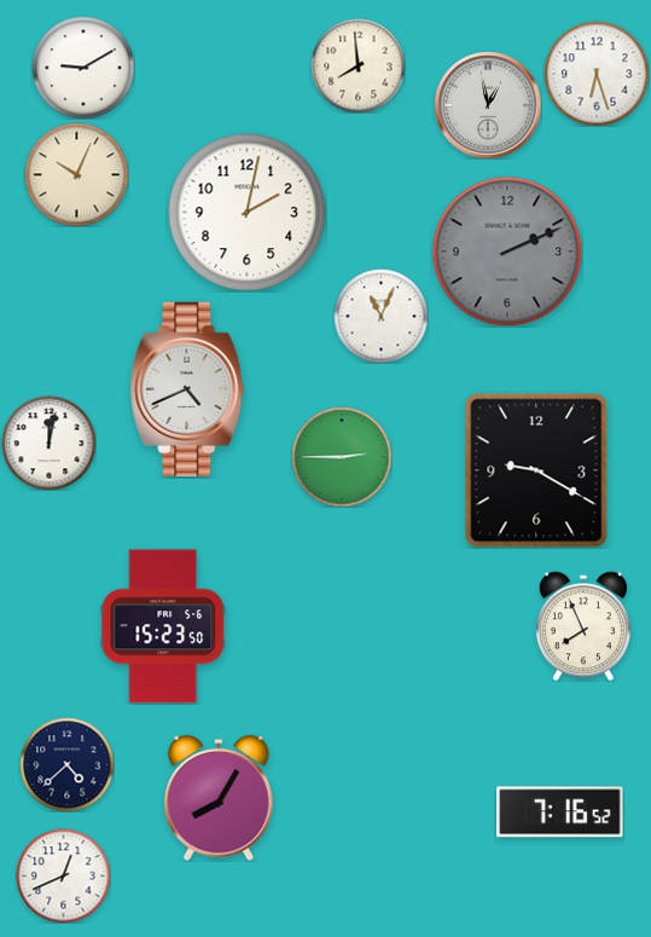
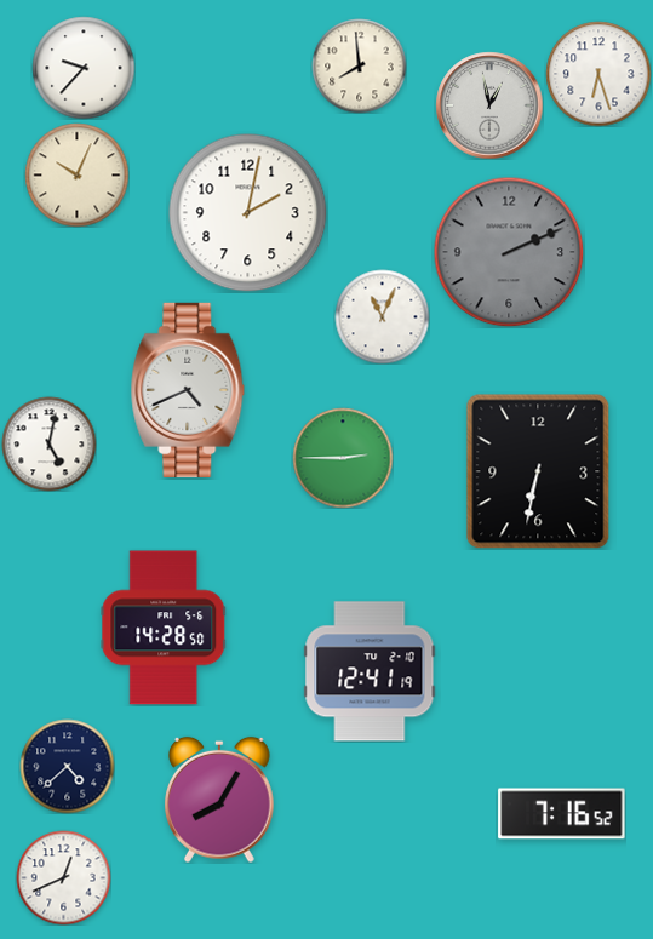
clock at (83, 68): 9:10 -> 9:37
clock at (48, 443): 12:02 -> 5:02
clock at (536, 470): 9:20 -> 6:32
clock at (163, 626): 15:23 -> 14:28
clock at (583, 626): 7:56 -> none
clock at (370, 671): none -> 12:41
